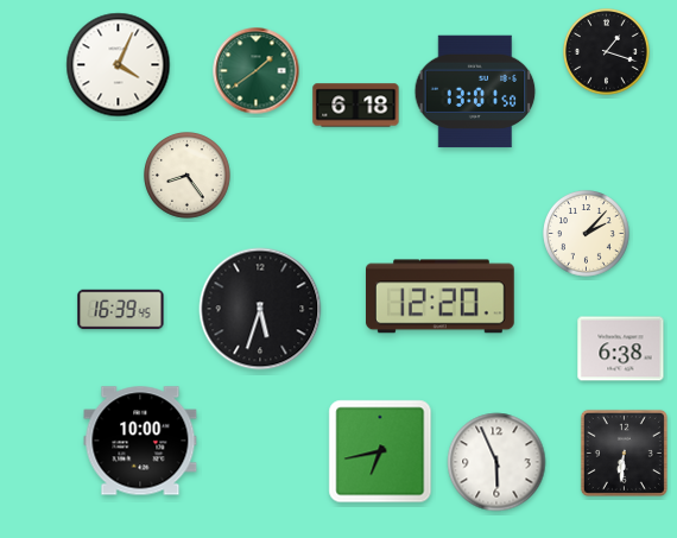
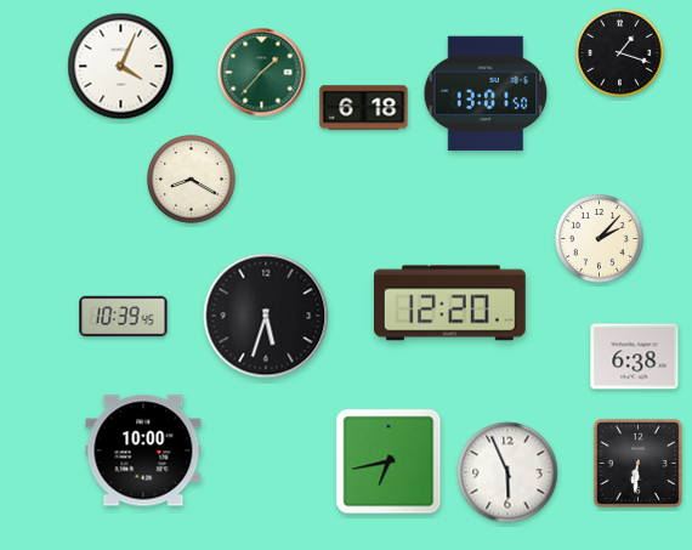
clock at (257, 71): 1:39 -> 1:37
clock at (188, 176): 8:24 -> 8:20
clock at (121, 310): 16:39 -> 10:39
